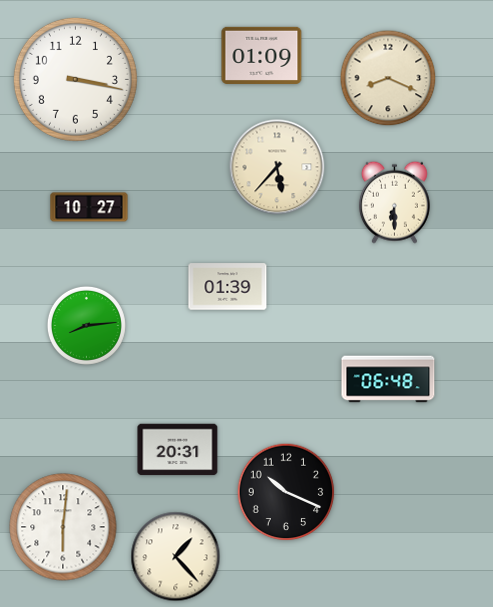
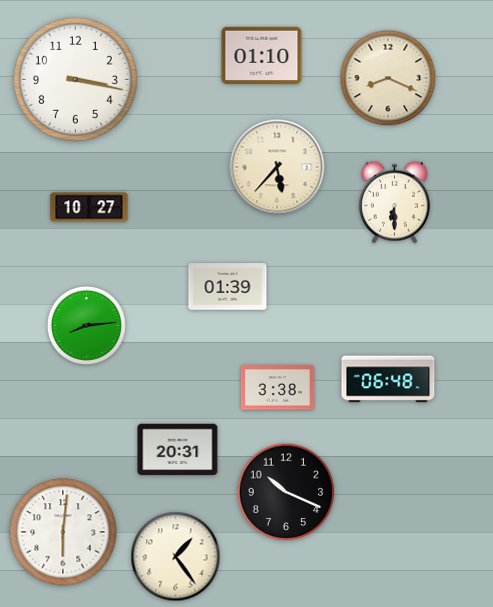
clock at (262, 55): 01:09 -> 01:10
clock at (277, 388): none -> 3:38
clock at (63, 527) position: (63, 527) -> (63, 532)
clock at (176, 557): 1:23 -> 1:24
